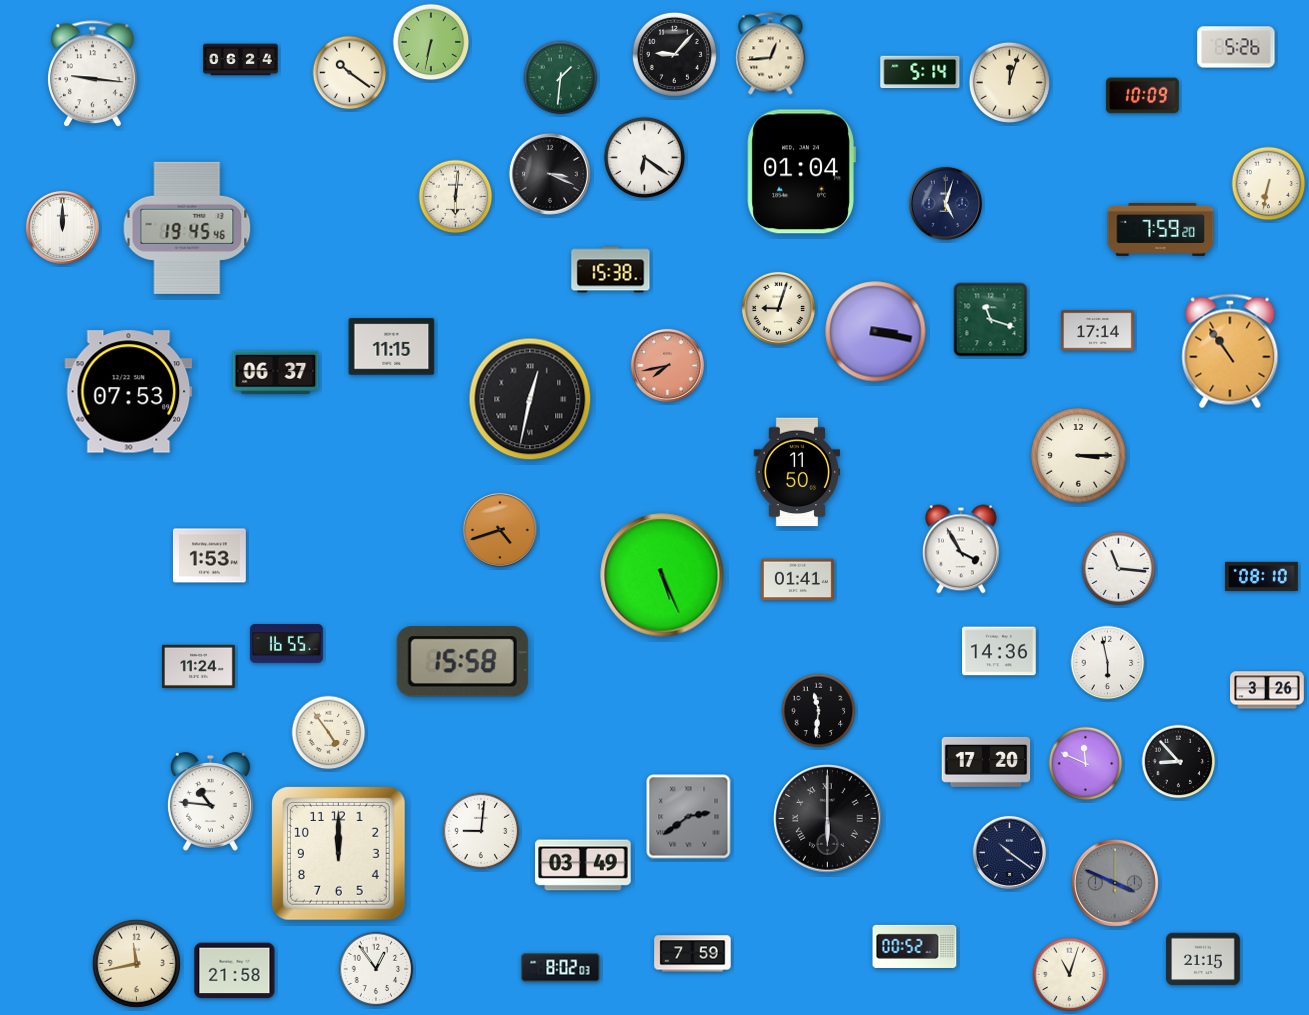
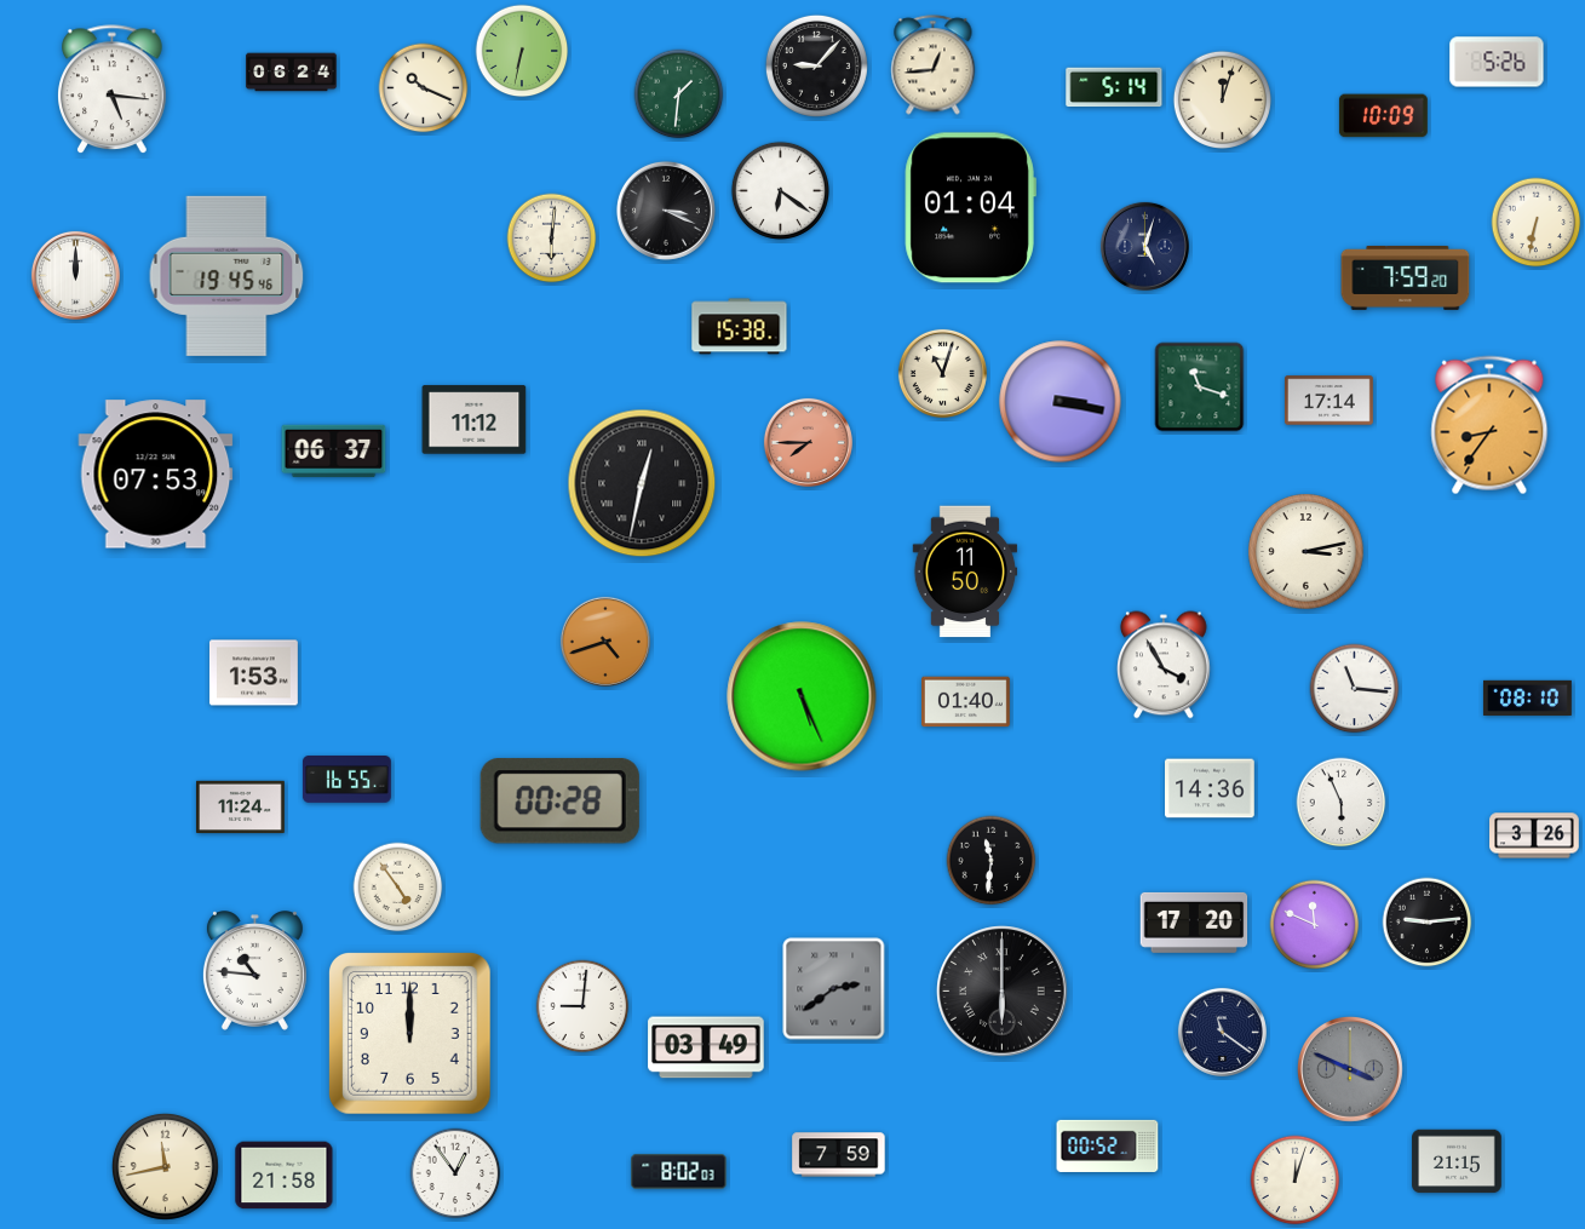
clock at (1236, 47) position: (1236, 47) -> (1497, 62)
clock at (350, 73): 10:21 -> 10:19
clock at (93, 74): 9:16 -> 5:16
clock at (778, 308): 9:03 -> 11:03
clock at (392, 347): 11:15 -> 11:12
clock at (1230, 351): 10:54 -> 8:36
clock at (667, 365): 7:43 -> 7:45
clock at (1079, 456): 3:15 -> 3:13
clock at (797, 580): 01:41 -> 01:40
clock at (462, 662): 15:58 -> 00:28
clock at (1108, 663): 5:58 -> 5:56
clock at (1179, 762): 8:53 -> 9:14
clock at (1009, 852): 10:21 -> 11:21
clock at (1070, 975): 11:03 -> 12:03
